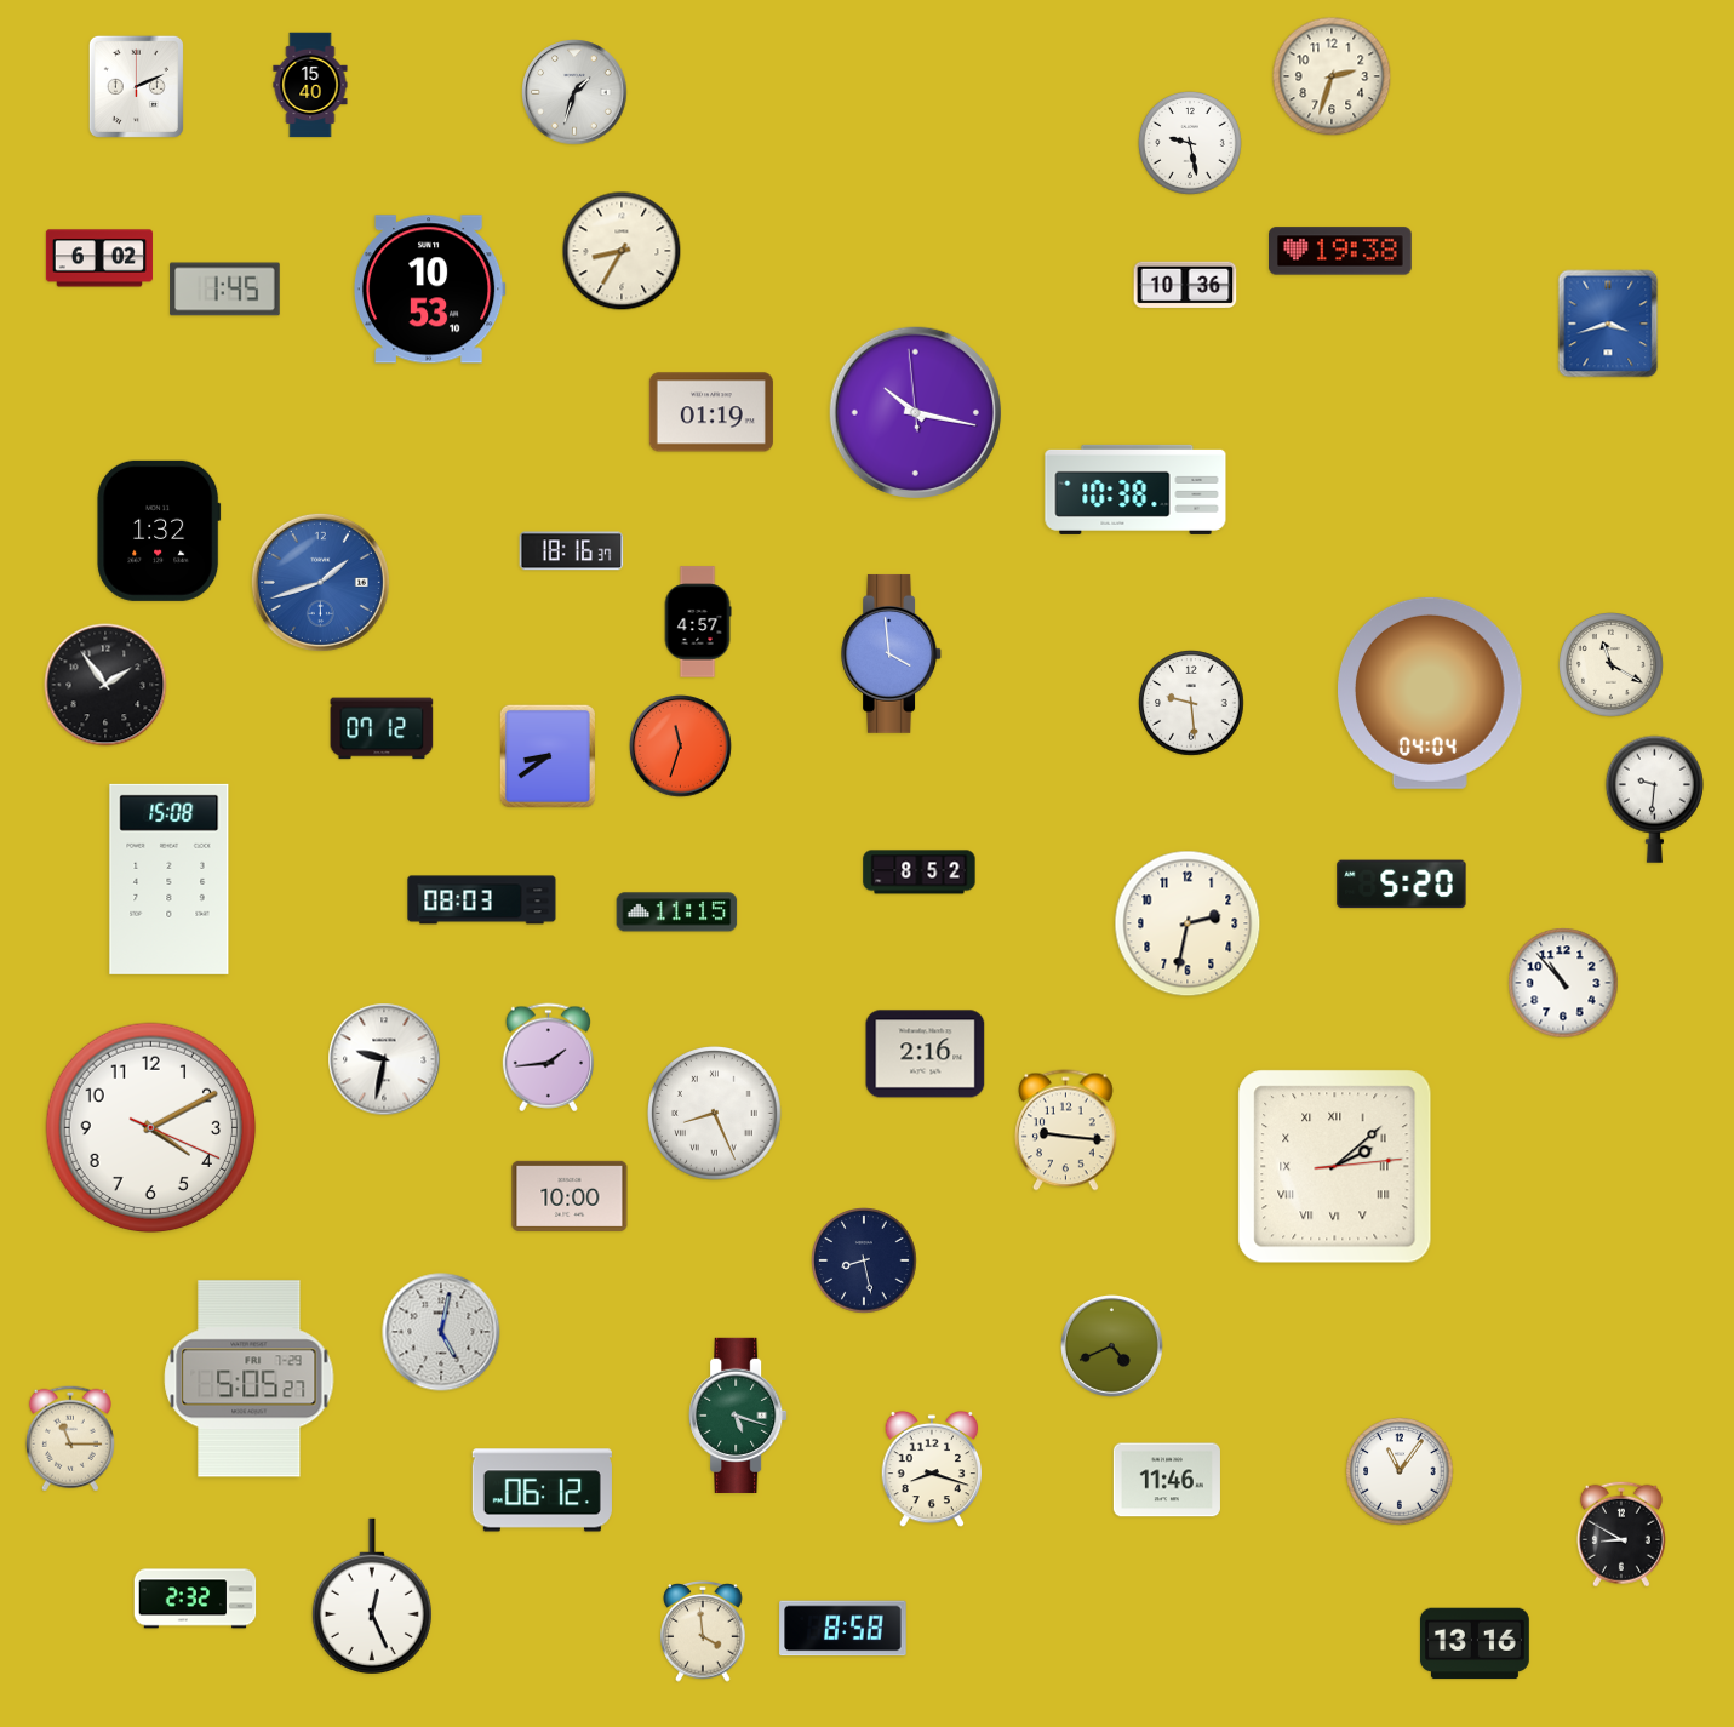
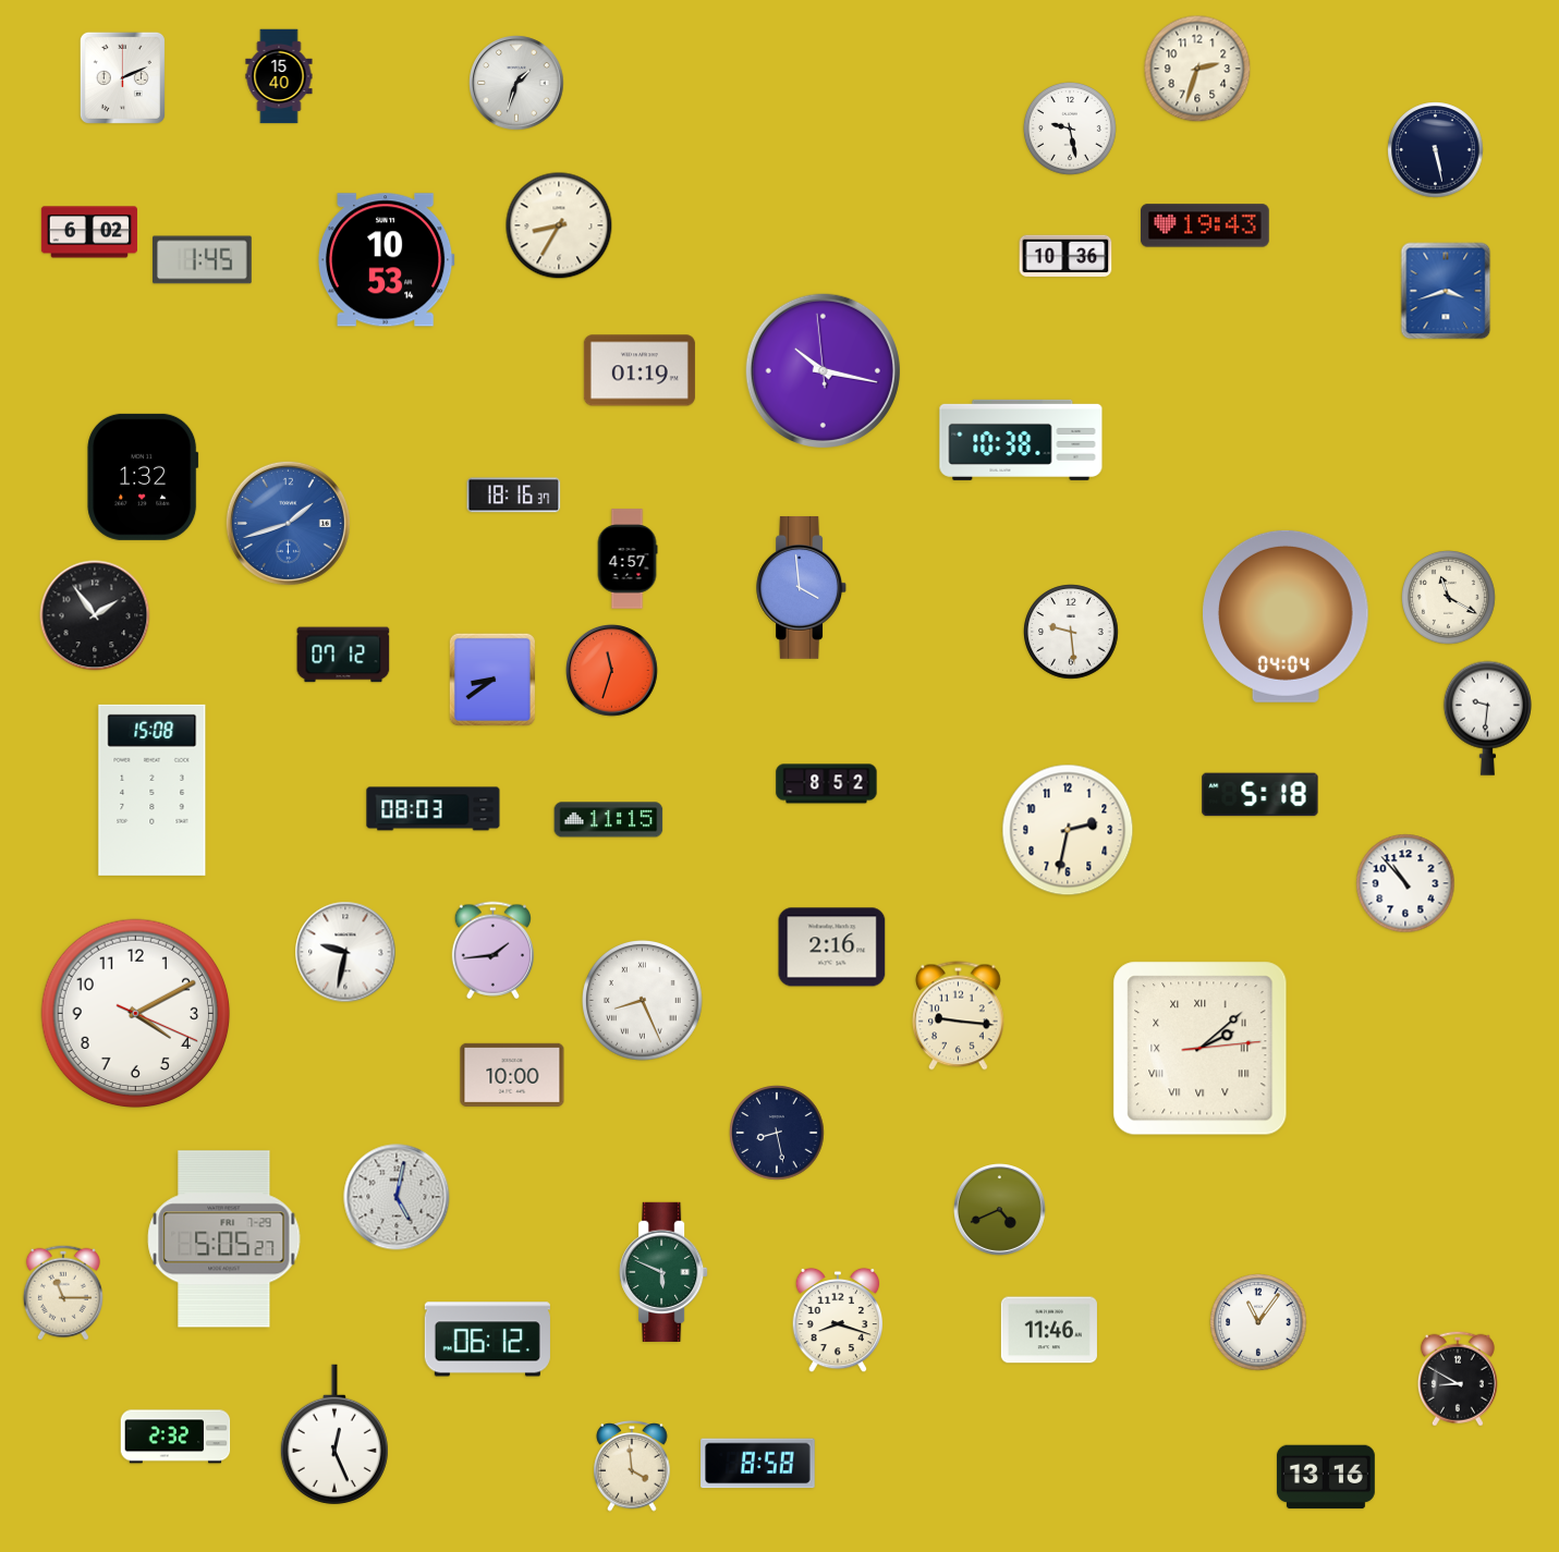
clock at (1436, 150): none -> 5:28
clock at (1341, 251): 19:38 -> 19:43
clock at (429, 290): 10:53:10 -> 10:53:14
clock at (1431, 693) position: (1431, 693) -> (1287, 616)
clock at (1402, 885): 5:20 -> 5:18
clock at (738, 1416): 5:18 -> 5:49
